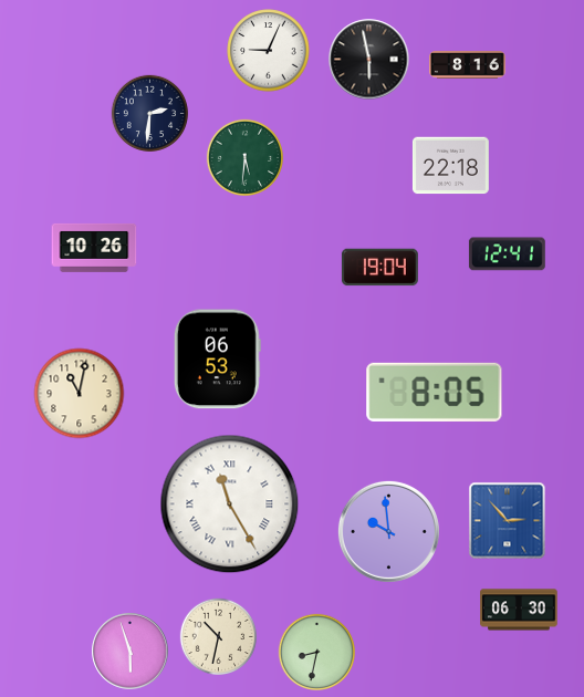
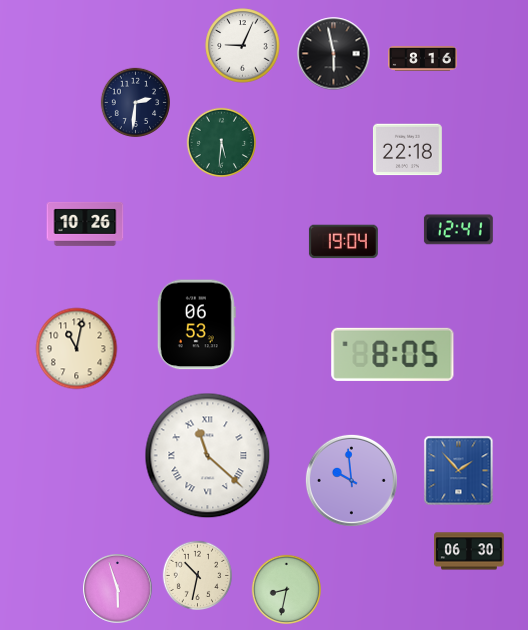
clock at (80, 394) position: (80, 394) -> (77, 349)
clock at (230, 504): 11:25 -> 11:22
clock at (508, 521): 2:53 -> 1:53
